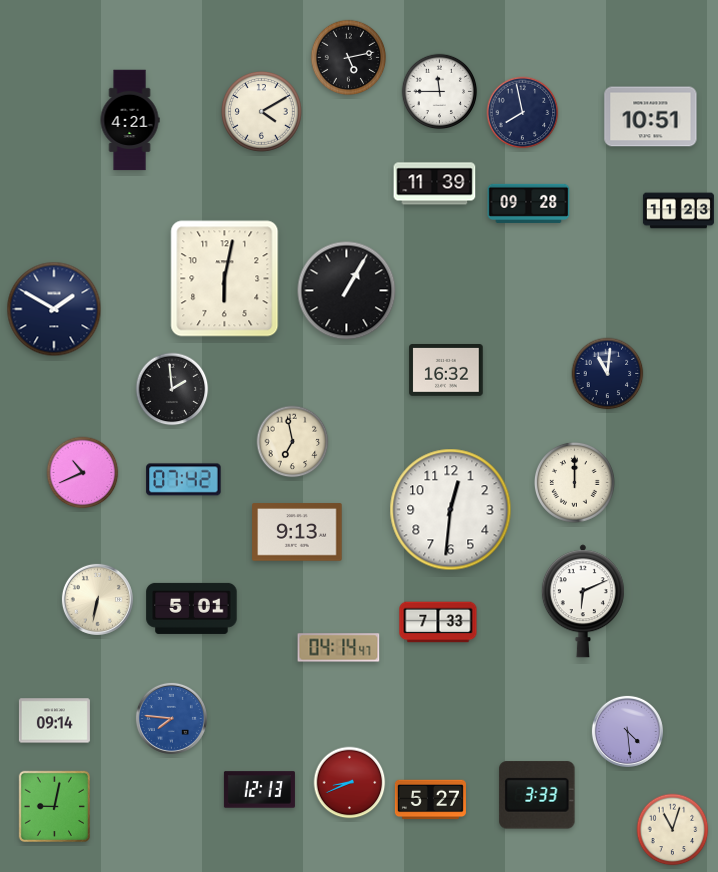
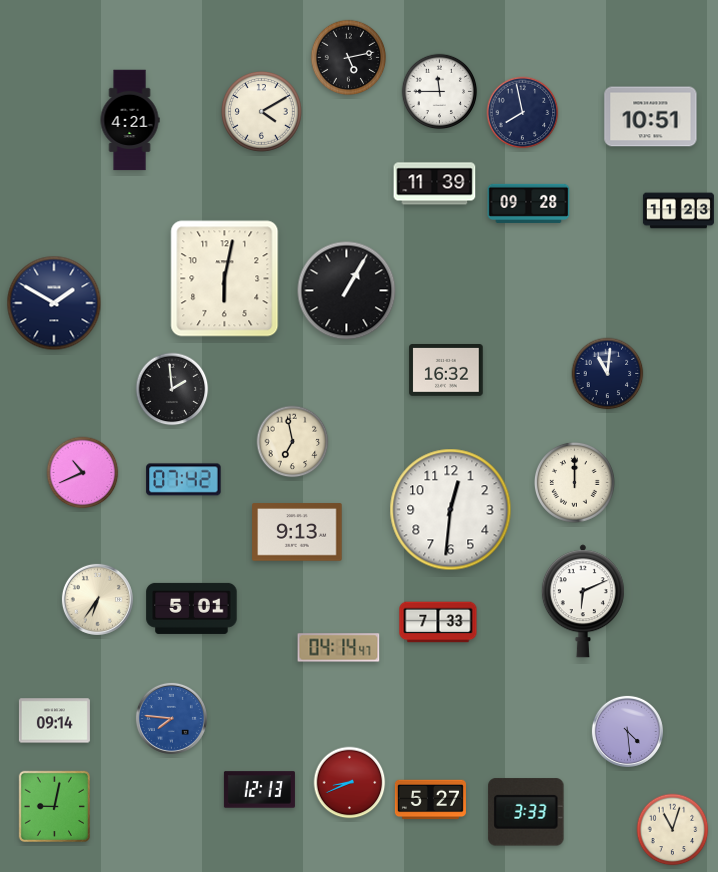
clock at (54, 309) position: (54, 309) -> (54, 303)
clock at (97, 599): 6:32 -> 6:36
clock at (537, 795) position: (537, 795) -> (526, 812)
